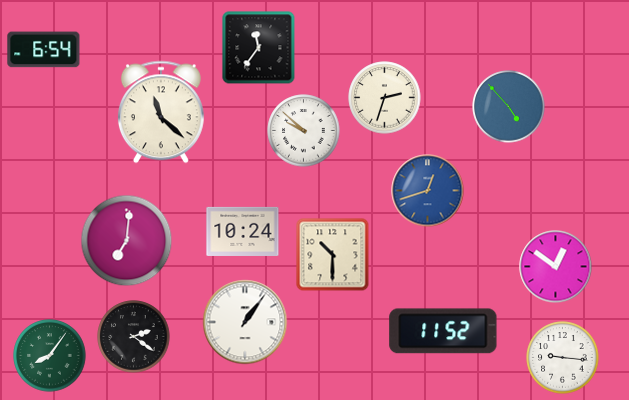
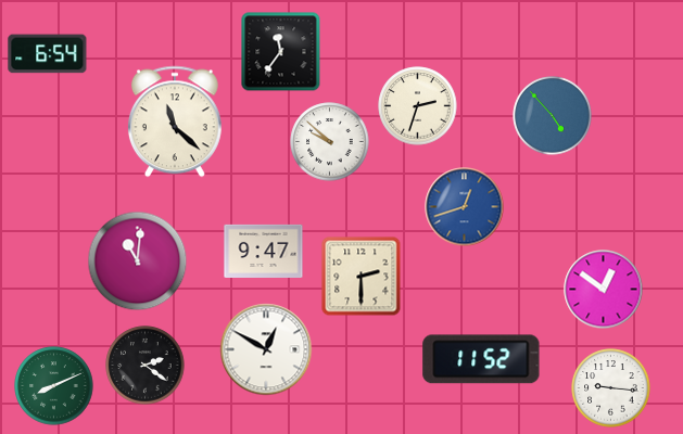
clock at (243, 231): 10:24 -> 9:47
clock at (127, 241): 7:01 -> 11:01
clock at (333, 255): 10:30 -> 2:30
clock at (245, 322): 1:06 -> 12:50
clock at (50, 356): 8:06 -> 8:11
